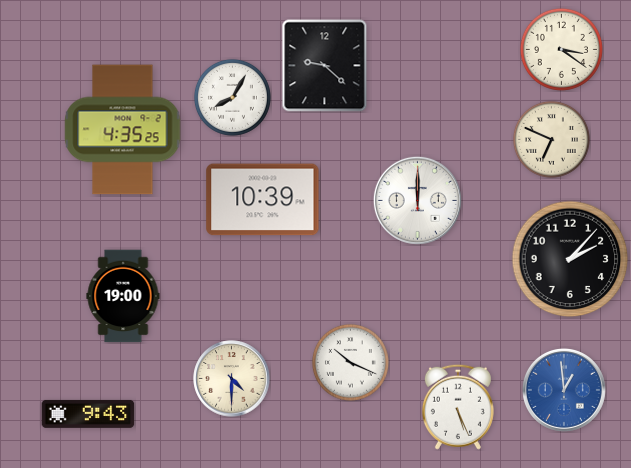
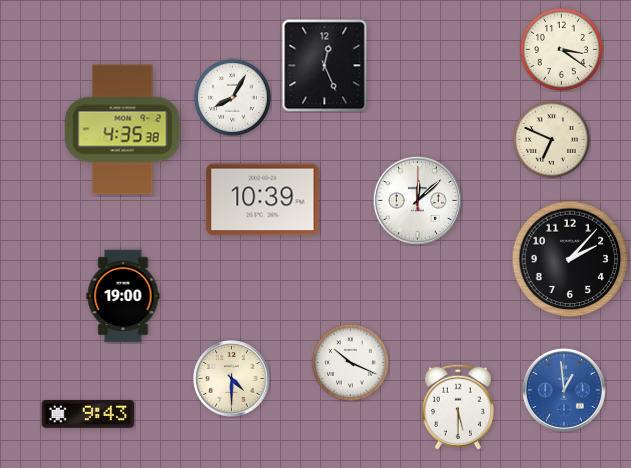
clock at (325, 66): 9:22 -> 12:26
clock at (123, 130): 4:35:25 -> 4:35:38
clock at (417, 200): 12:00 -> 12:08
clock at (458, 407): 5:26 -> 5:30
